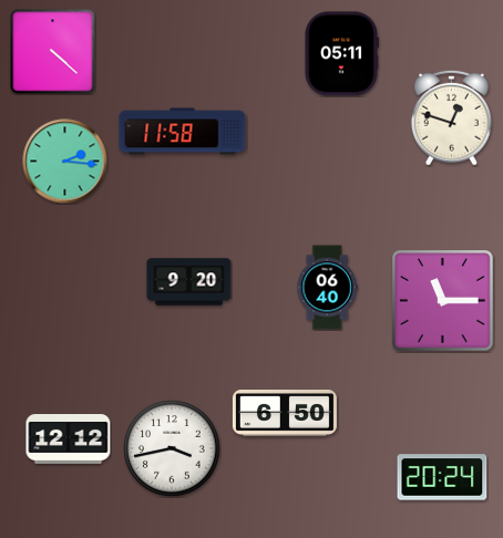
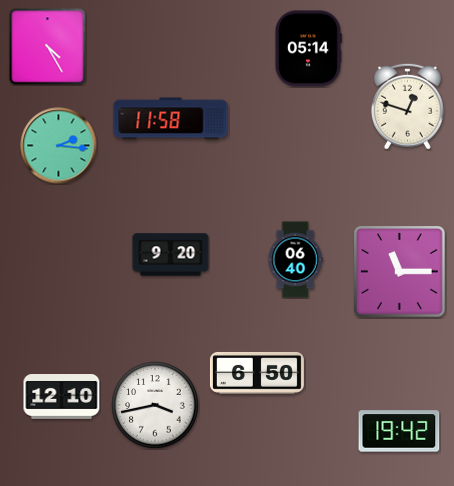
clock at (53, 52): 4:22 -> 4:25
clock at (342, 54): 05:11 -> 05:14
clock at (183, 132) position: (183, 132) -> (171, 119)
clock at (69, 439): 12:12 -> 12:10
clock at (442, 477): 20:24 -> 19:42
